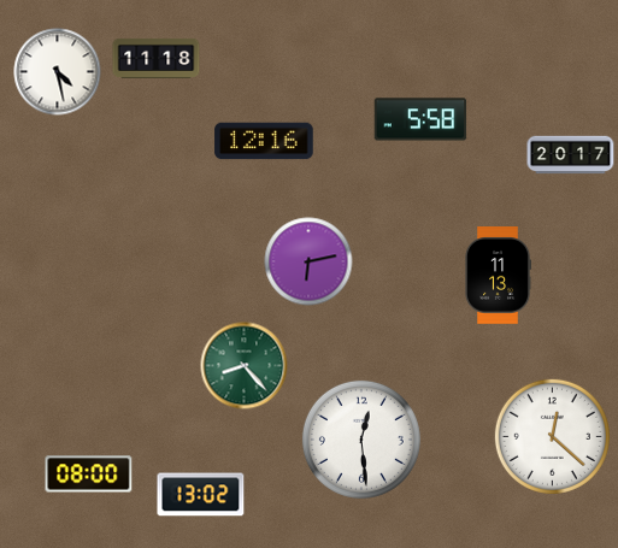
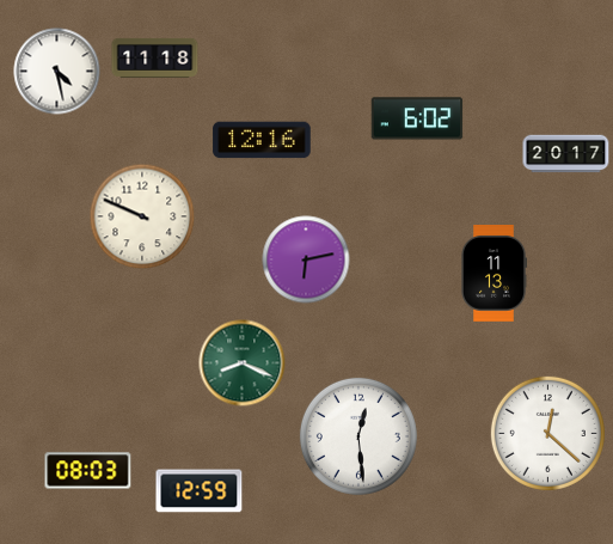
clock at (420, 119): 5:58 -> 6:02
clock at (142, 216): none -> 9:49
clock at (245, 366): 8:23 -> 8:19
clock at (89, 475): 08:00 -> 08:03
clock at (201, 495): 13:02 -> 12:59
